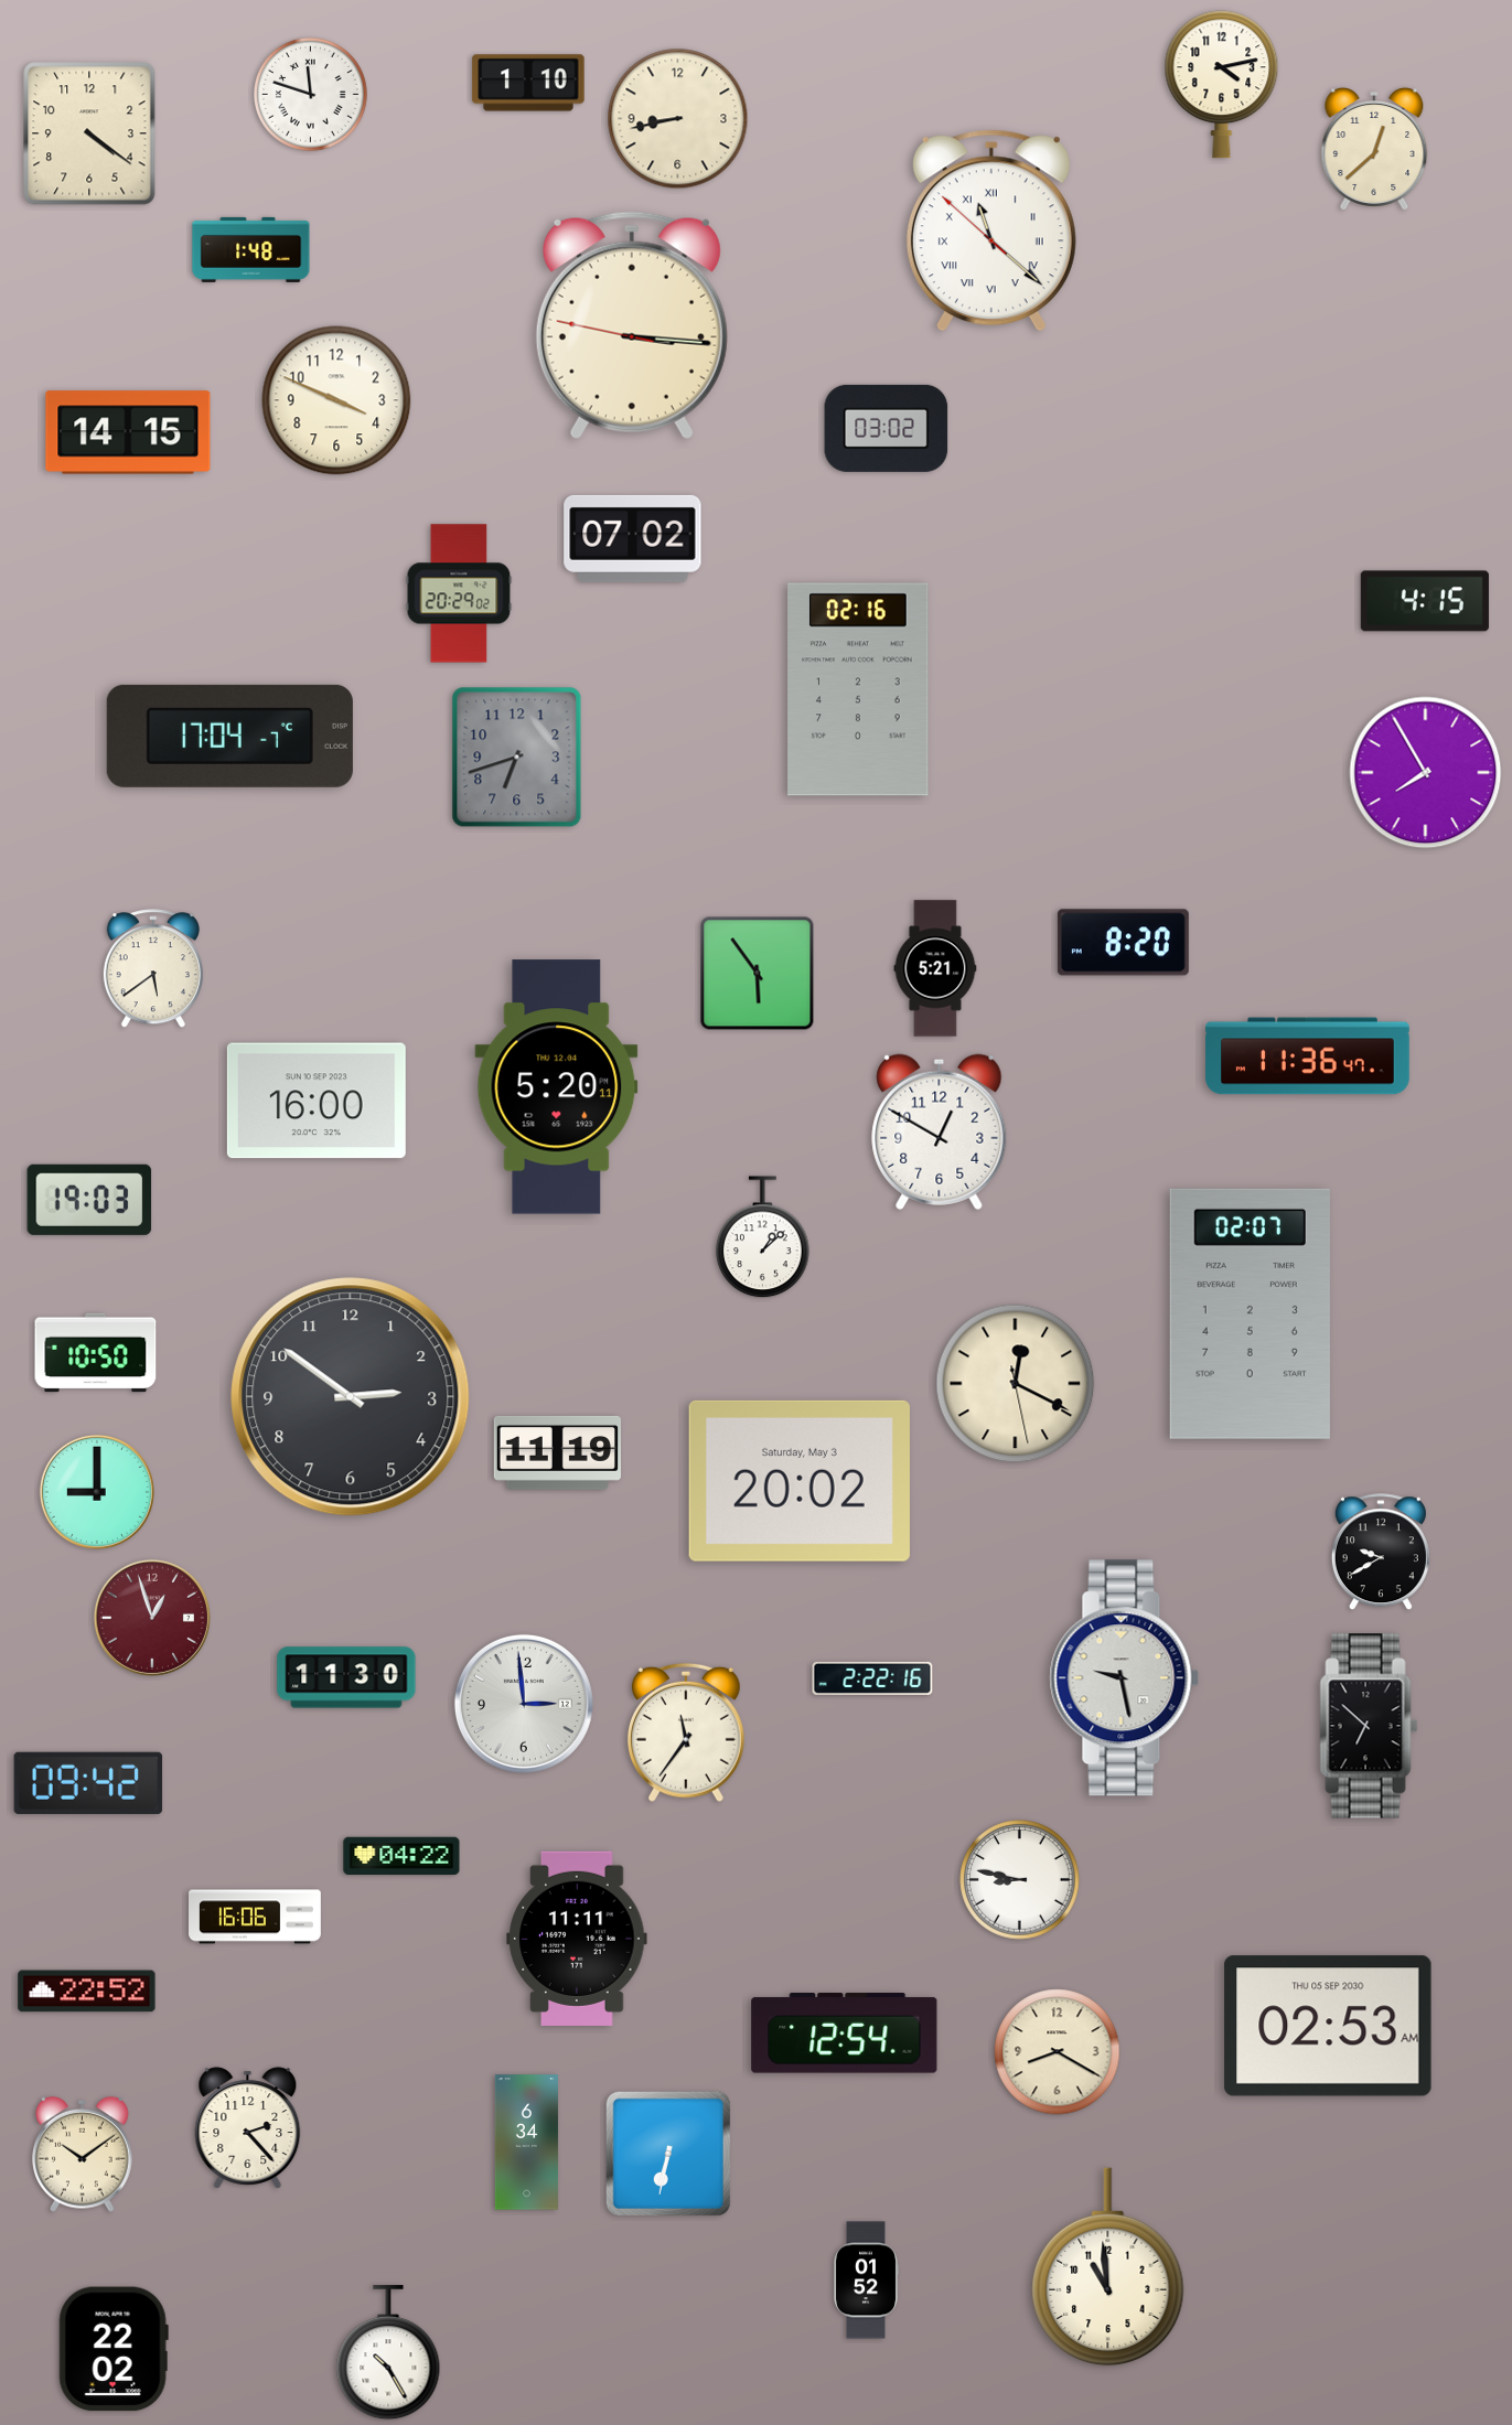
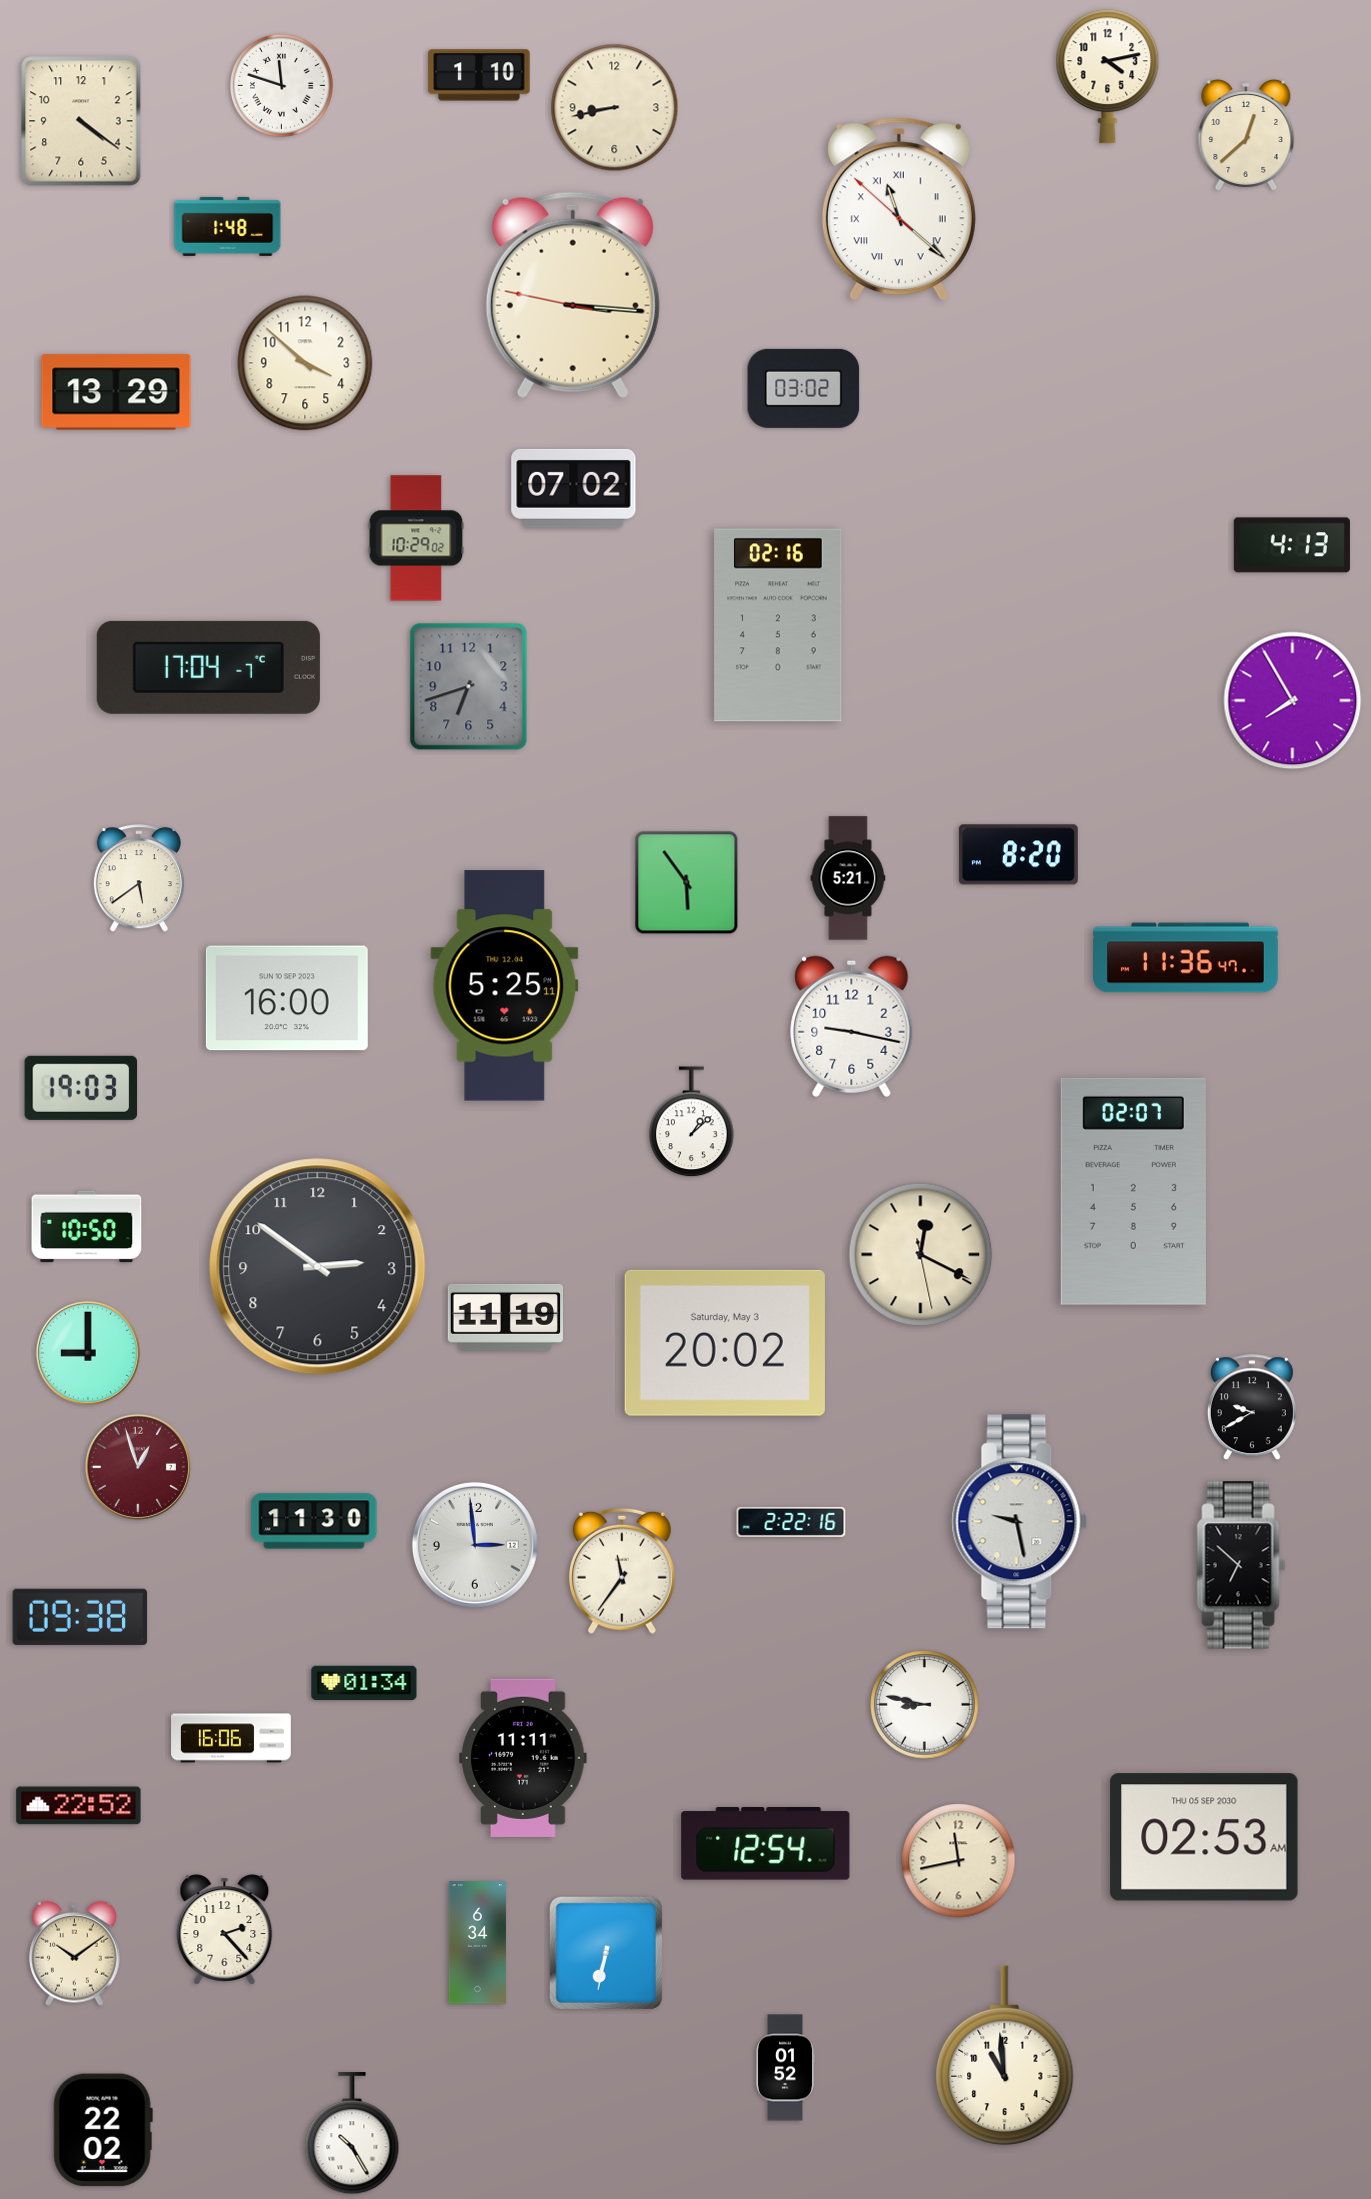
clock at (336, 400): 3:49 -> 3:52
clock at (128, 432): 14:15 -> 13:29
clock at (459, 593): 20:29 -> 10:29
clock at (1425, 601): 4:15 -> 4:13
clock at (557, 1087): 5:20 -> 5:25
clock at (940, 1131): 12:50 -> 9:17
clock at (88, 1783): 09:42 -> 09:38
clock at (401, 1856): 04:22 -> 01:34
clock at (1058, 2052): 8:20 -> 11:43
